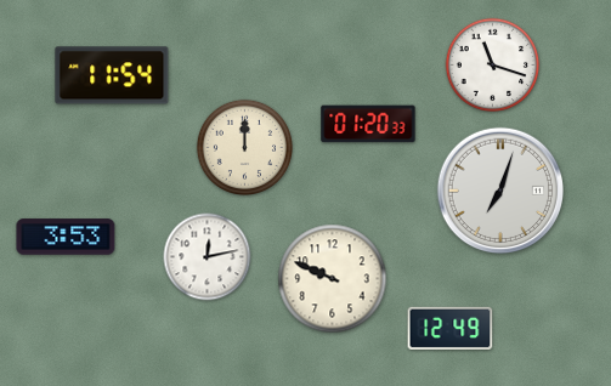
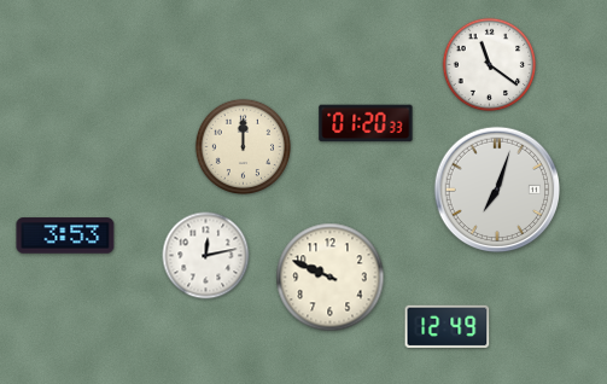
clock at (493, 66): 11:18 -> 11:21
clock at (112, 75): 11:54 -> none
